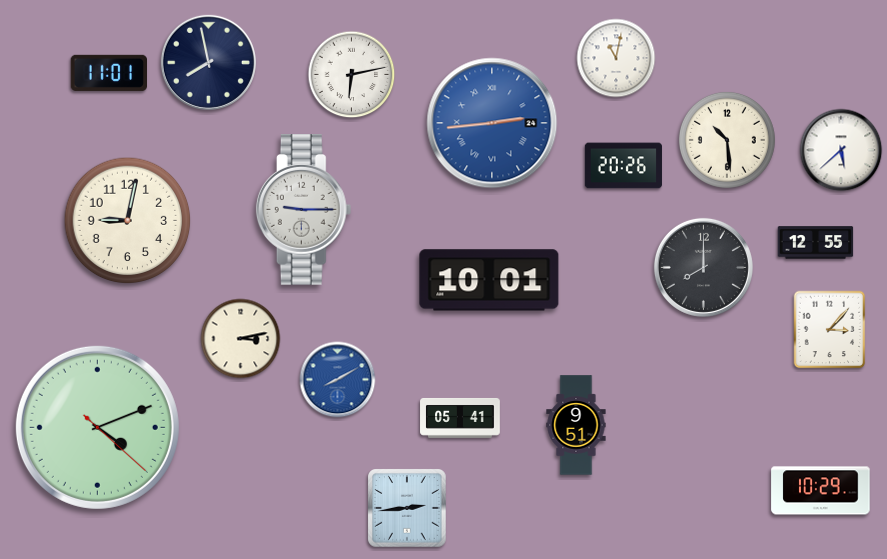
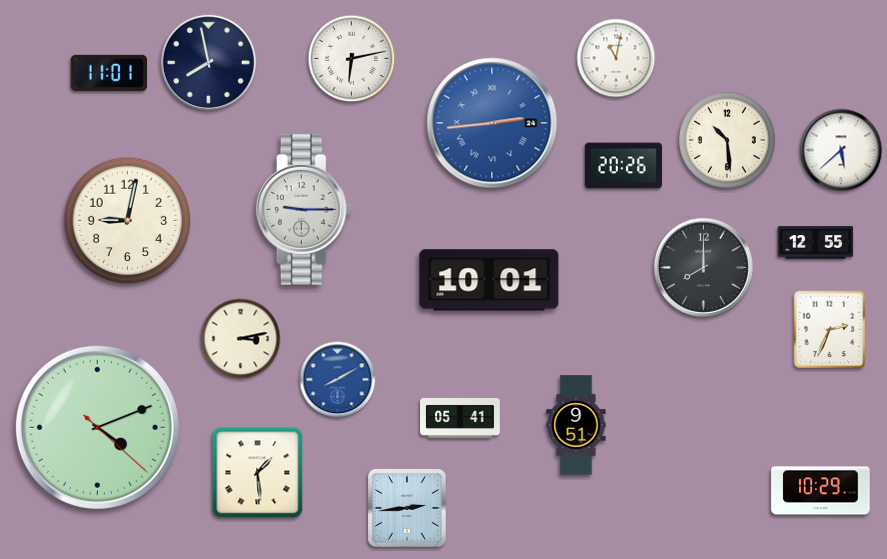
clock at (352, 75) position: (352, 75) -> (352, 59)
clock at (830, 330): 3:07 -> 2:34
clock at (258, 473): none -> 1:29
